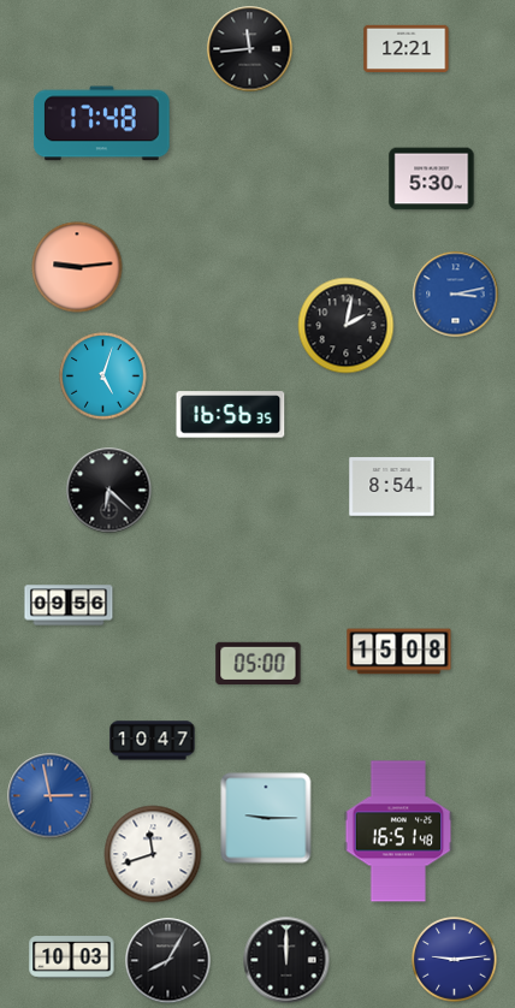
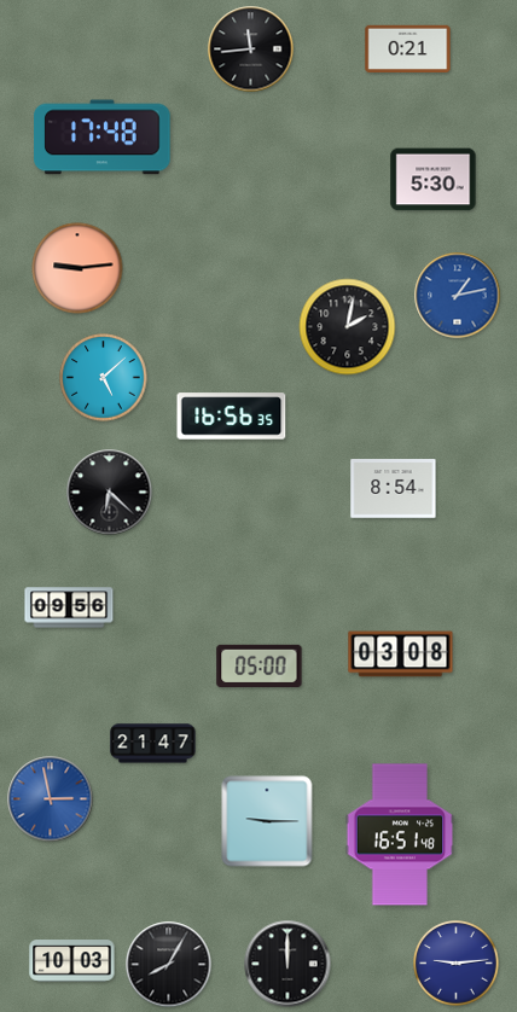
clock at (407, 49): 12:21 -> 0:21
clock at (102, 124) position: (102, 124) -> (103, 138)
clock at (456, 295): 3:13 -> 1:13
clock at (103, 376): 5:03 -> 5:08
clock at (399, 652): 15:08 -> 03:08
clock at (153, 741): 10:47 -> 21:47
clock at (153, 854): 11:42 -> none
